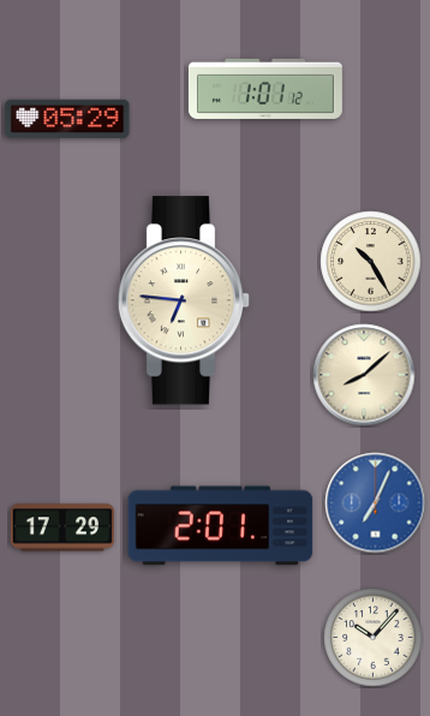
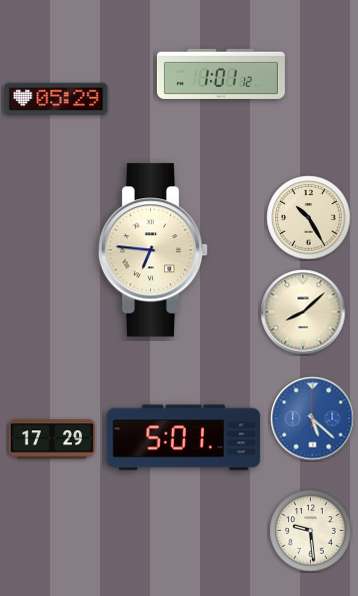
clock at (376, 503): 7:04 -> 5:22
clock at (221, 526): 2:01 -> 5:01
clock at (374, 638): 10:07 -> 9:29
